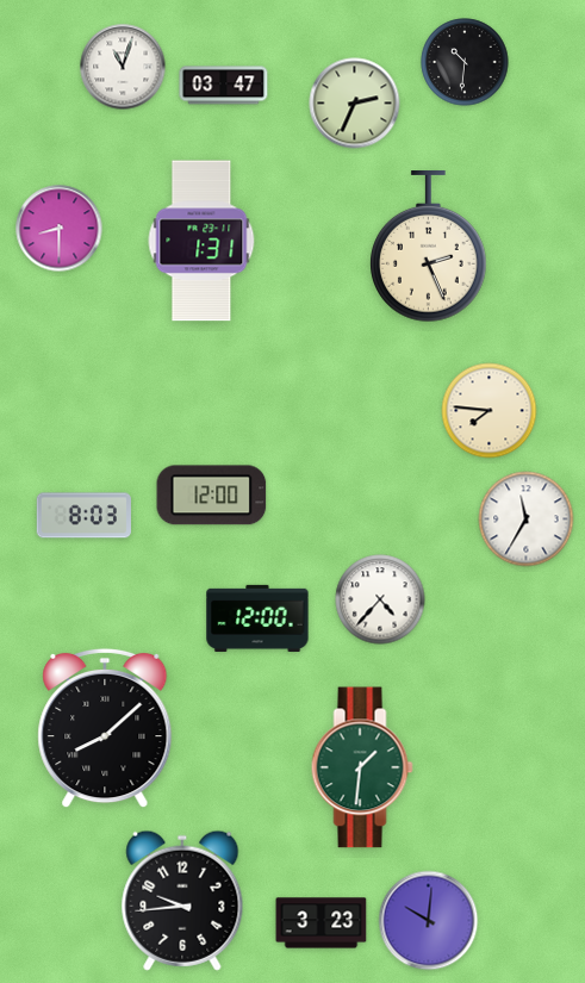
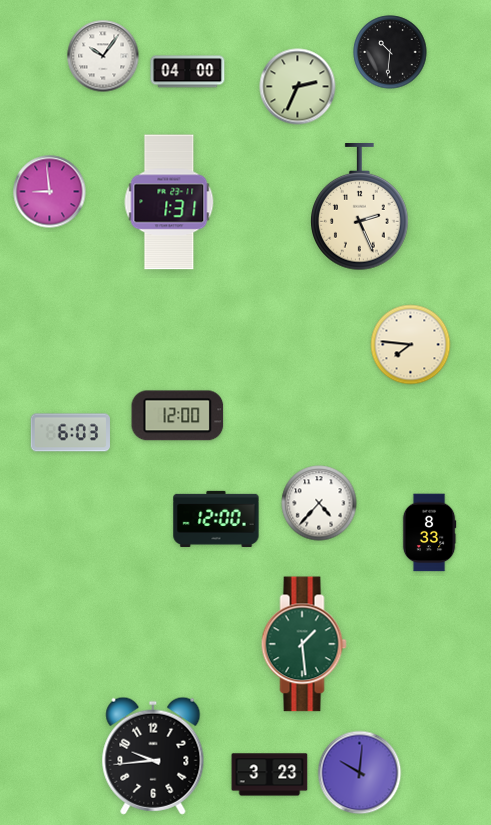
clock at (123, 67): 11:03 -> 10:06
clock at (224, 86): 03:47 -> 04:00
clock at (60, 229): 8:30 -> 8:59
clock at (83, 516): 8:03 -> 6:03
clock at (527, 520): 11:35 -> none
clock at (429, 533): none -> 8:33
clock at (105, 728): 8:08 -> none
clock at (362, 767): 1:31 -> 1:29
